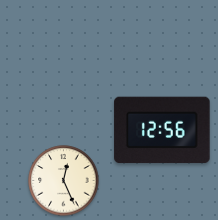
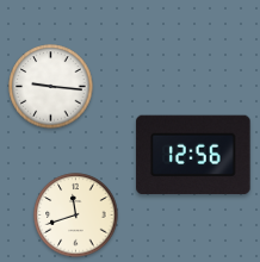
clock at (51, 87): none -> 9:16
clock at (64, 181): 12:26 -> 11:42
